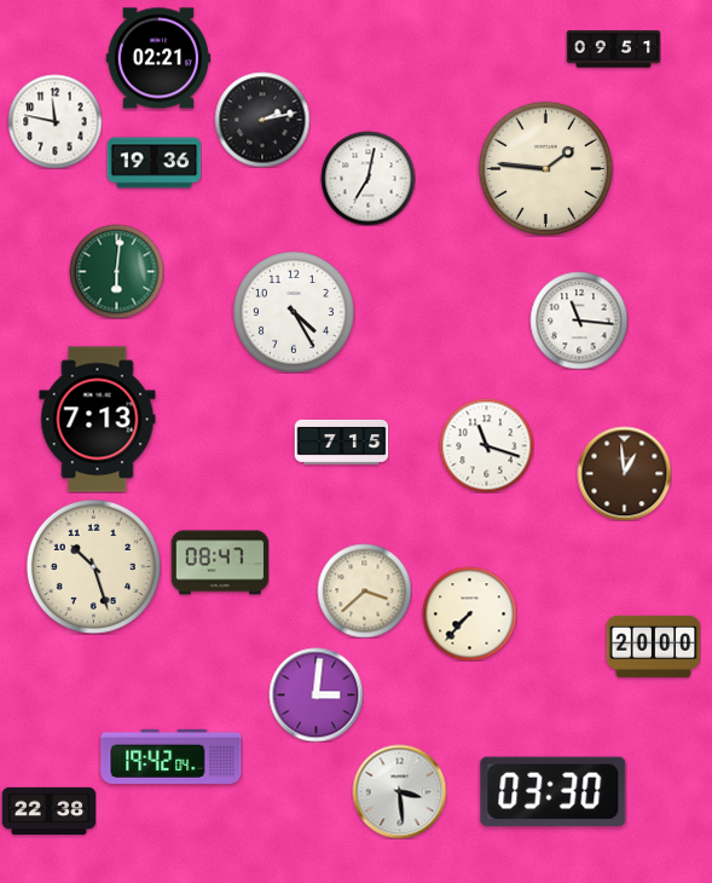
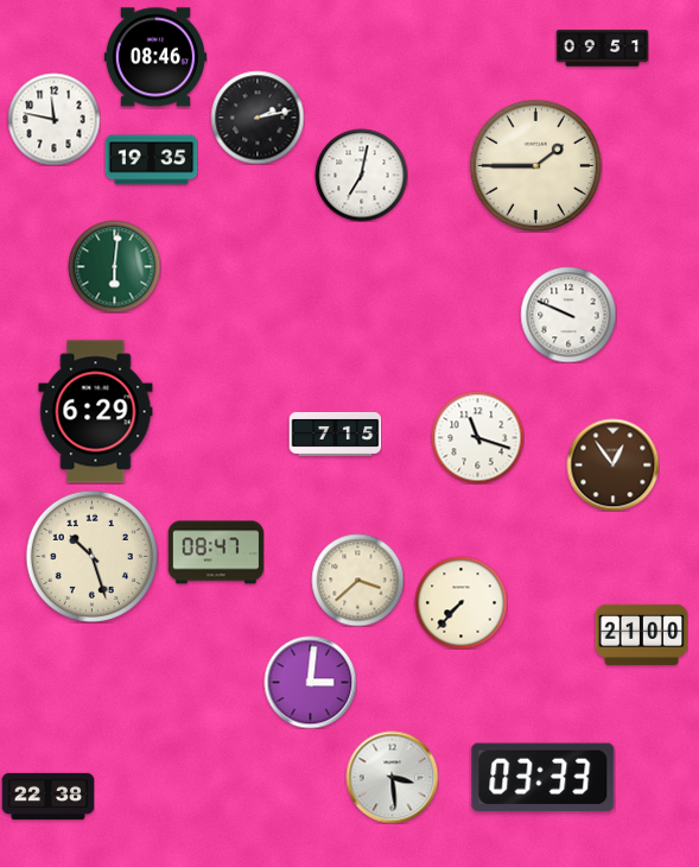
clock at (158, 58): 02:21 -> 08:46
clock at (154, 163): 19:36 -> 19:35
clock at (545, 168): 1:46 -> 1:45
clock at (294, 312): 4:25 -> none
clock at (579, 321): 11:16 -> 9:49
clock at (98, 420): 7:13 -> 6:29
clock at (624, 473): 12:59 -> 12:54
clock at (653, 646): 20:00 -> 21:00
clock at (172, 756): 19:42 -> none
clock at (554, 791): 03:30 -> 03:33
